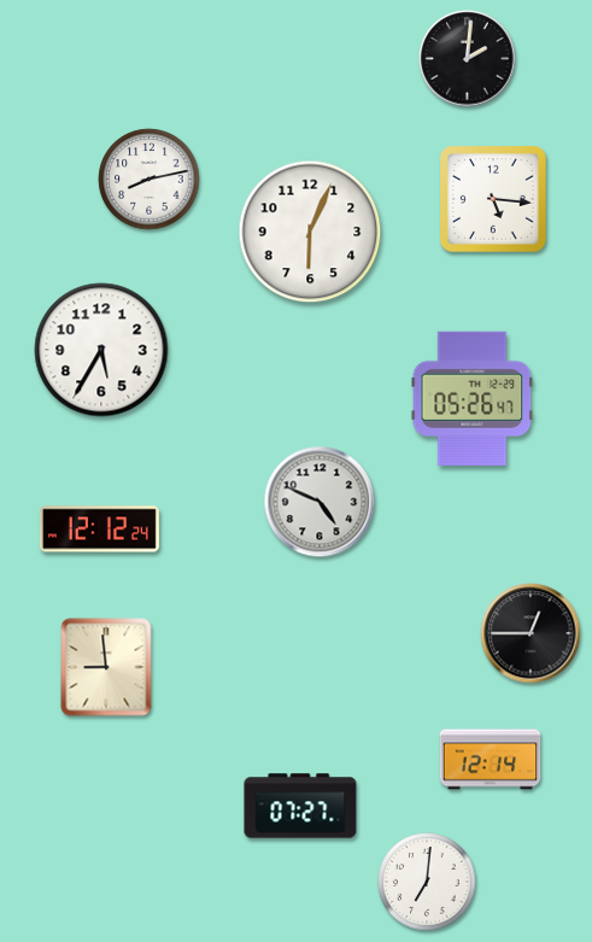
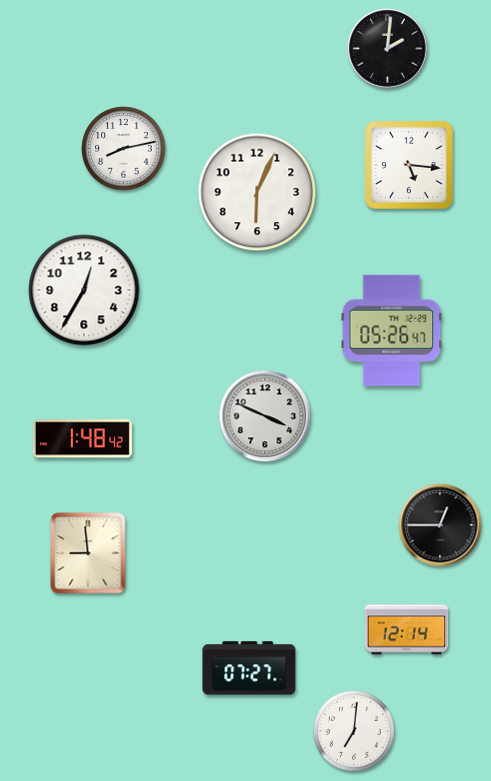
clock at (101, 350): 5:35 -> 12:35
clock at (320, 502): 4:49 -> 3:49
clock at (99, 529): 12:12 -> 1:48
